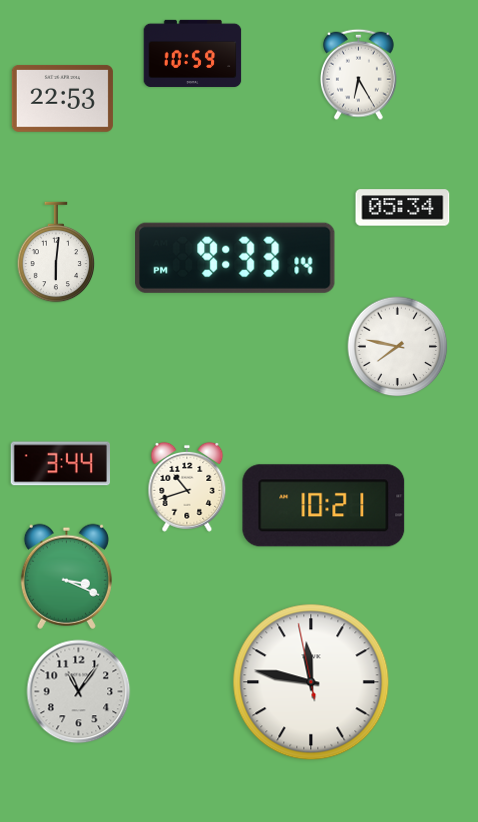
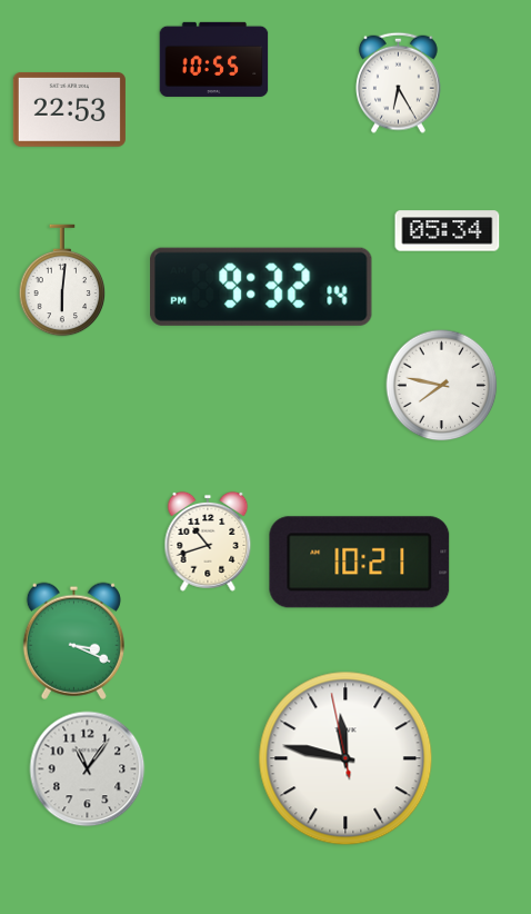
clock at (193, 53): 10:59 -> 10:55
clock at (236, 258): 9:33 -> 9:32
clock at (60, 464): 3:44 -> none
